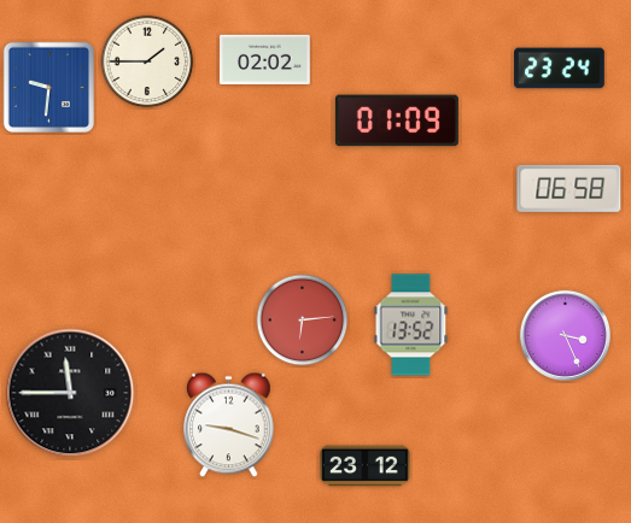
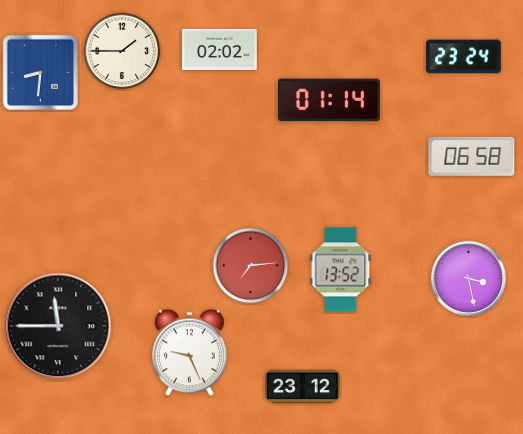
clock at (49, 88): 9:31 -> 8:31
clock at (397, 121): 01:09 -> 01:14
clock at (303, 321): 6:14 -> 7:14
clock at (565, 335): 3:26 -> 3:28
clock at (229, 425): 9:18 -> 9:26
